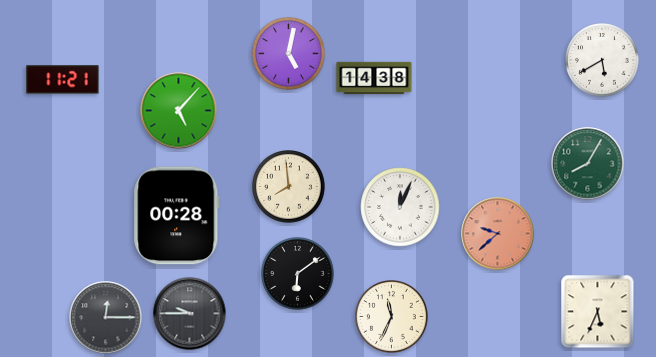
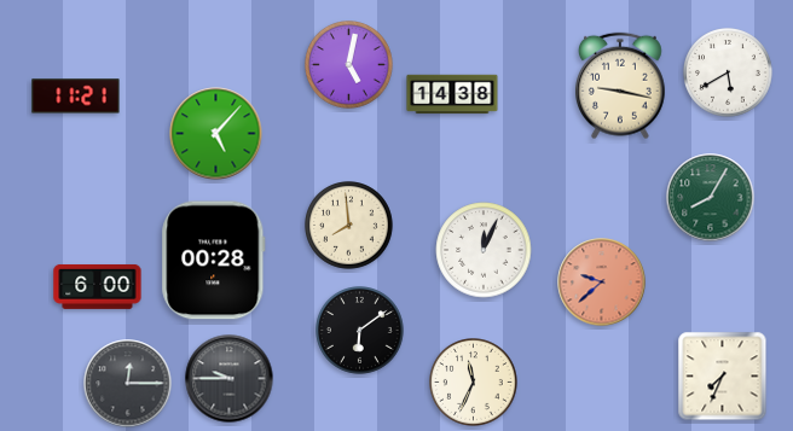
clock at (620, 86): none -> 9:17
clock at (98, 286): none -> 6:00
clock at (598, 312): 5:34 -> 7:34
